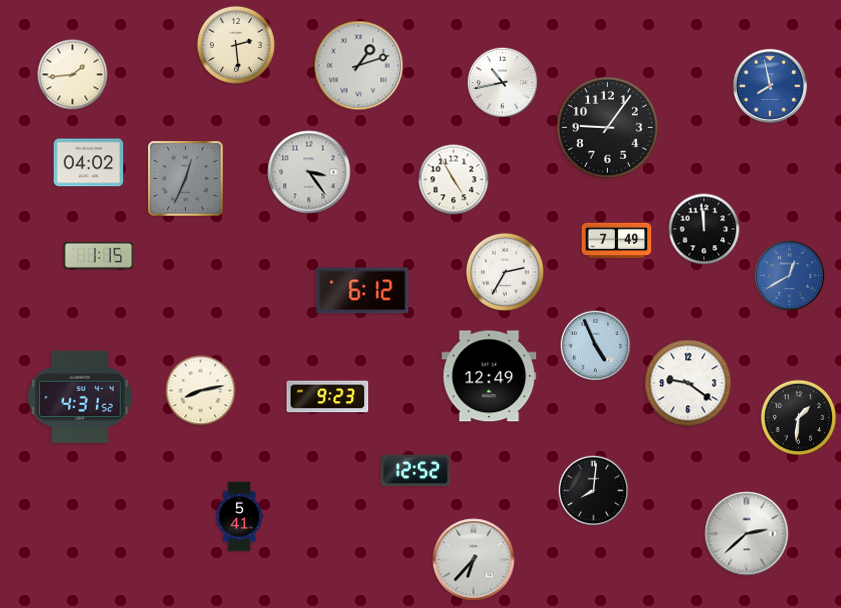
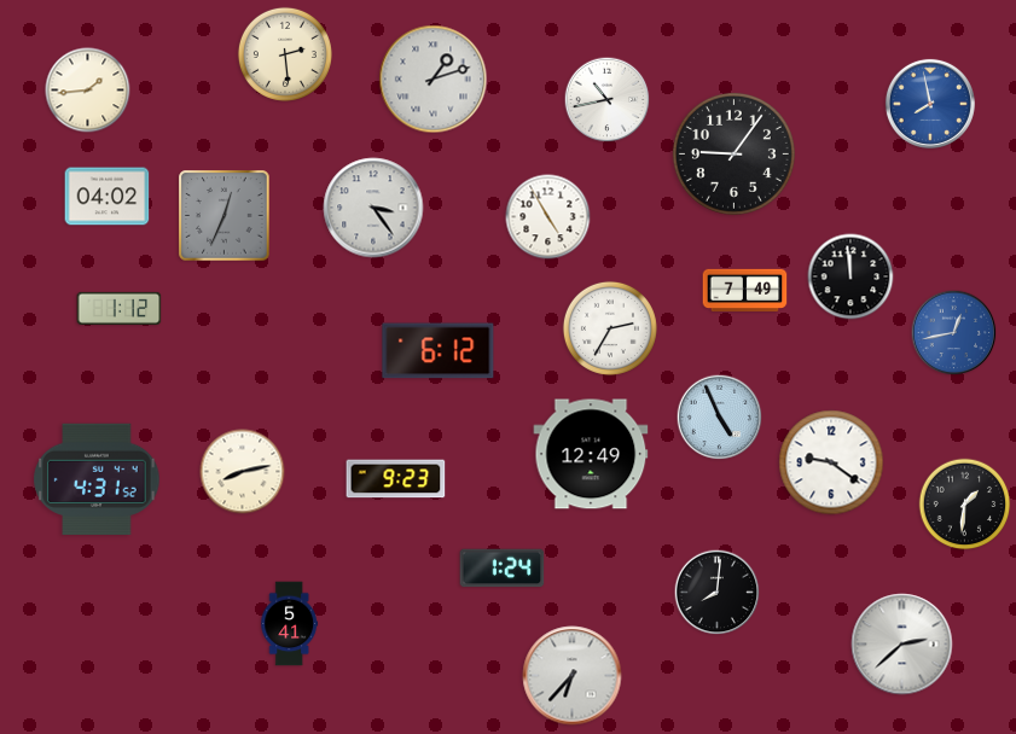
clock at (99, 255): 1:15 -> 1:12
clock at (790, 276): 12:40 -> 12:43
clock at (416, 471): 12:52 -> 1:24
